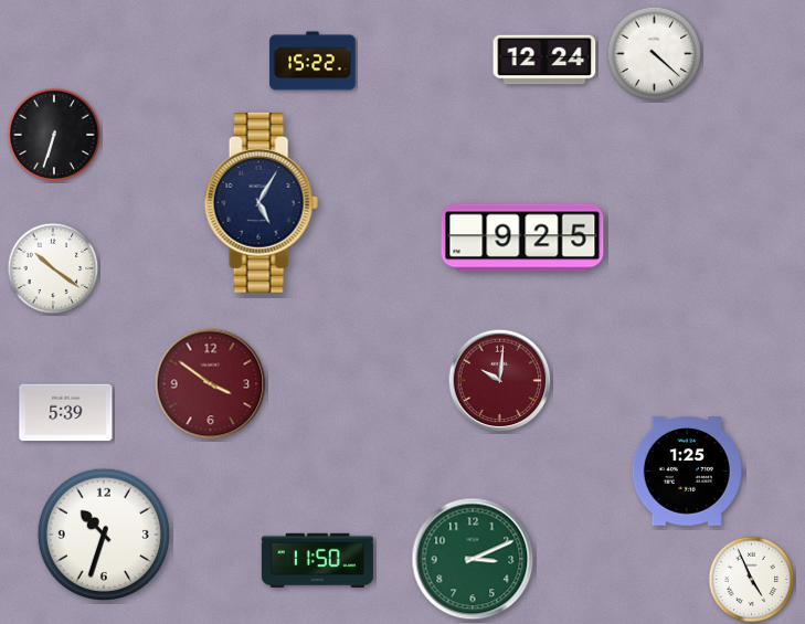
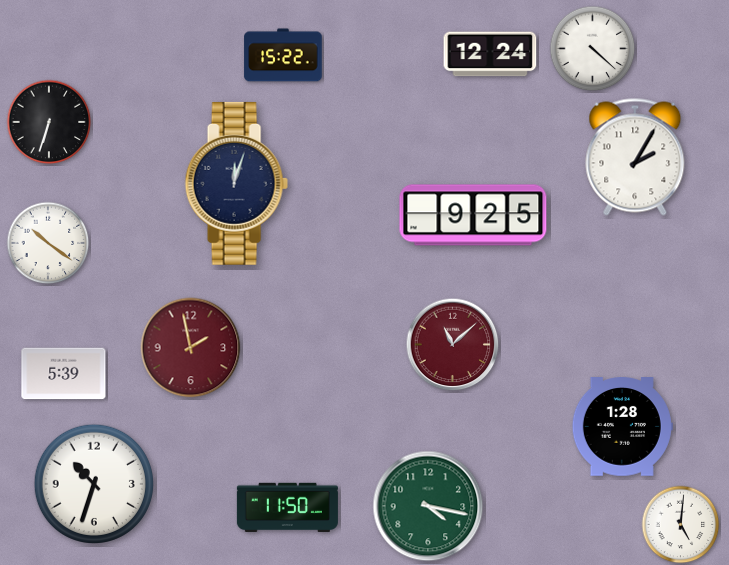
clock at (544, 60) position: (544, 60) -> (490, 54)
clock at (635, 157): none -> 2:05
clock at (261, 202): 5:05 -> 12:03
clock at (500, 381): 10:01 -> 11:08
clock at (211, 384): 3:51 -> 1:58
clock at (66, 413) position: (66, 413) -> (64, 374)
clock at (687, 472): 1:25 -> 1:28
clock at (473, 559): 3:11 -> 4:17
clock at (752, 580): 4:56 -> 5:01
